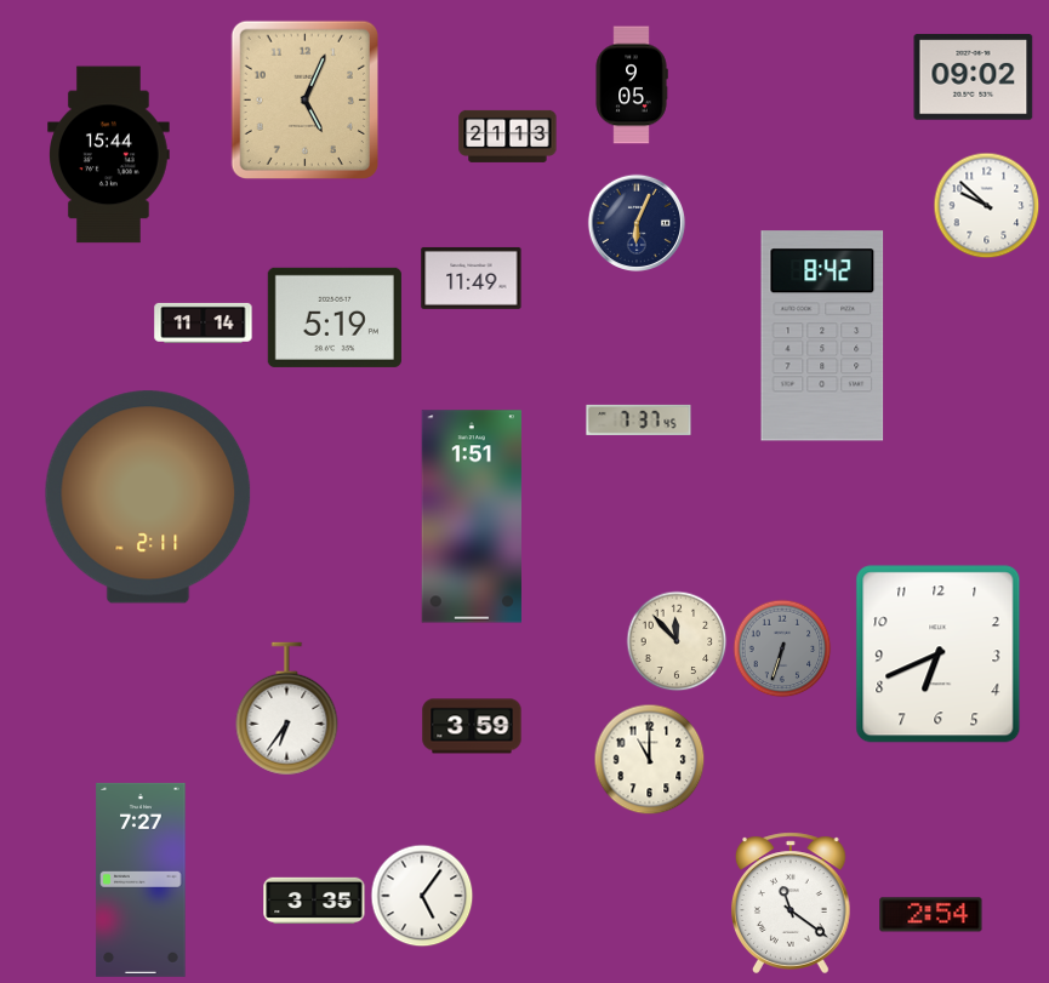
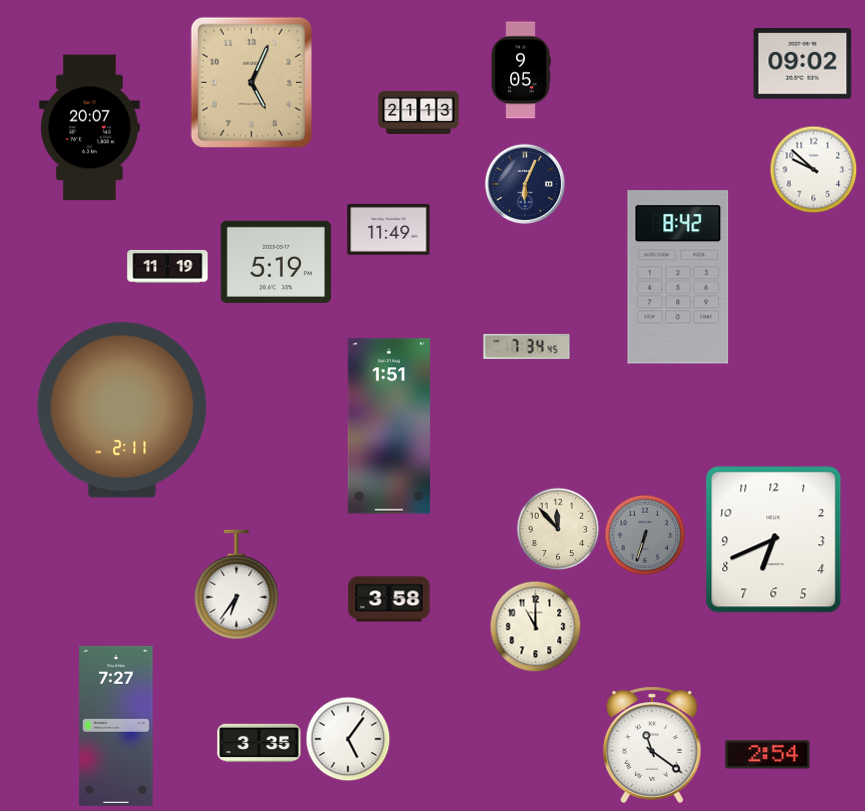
clock at (109, 155): 15:44 -> 20:07
clock at (204, 322): 11:14 -> 11:19
clock at (639, 419): 7:37 -> 7:34
clock at (472, 726): 3:59 -> 3:58
